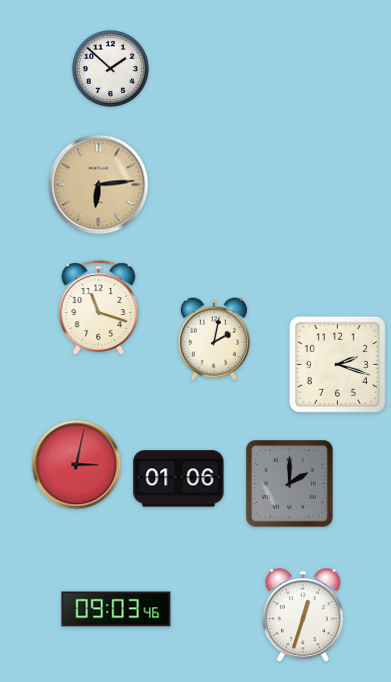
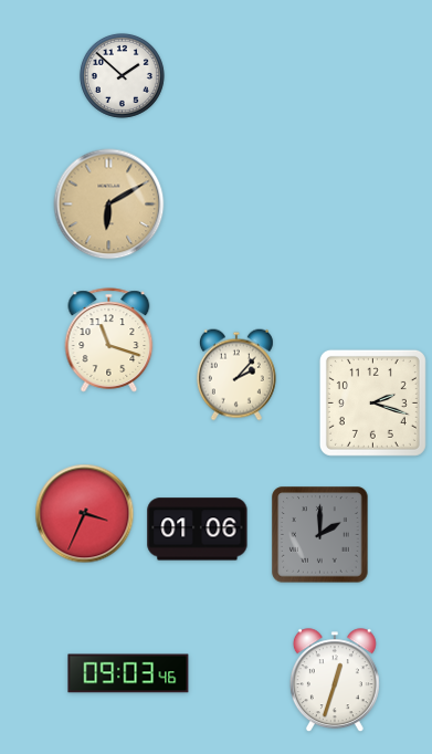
clock at (99, 185): 6:14 -> 6:10
clock at (214, 339): 2:02 -> 2:07
clock at (77, 465): 3:02 -> 3:34
